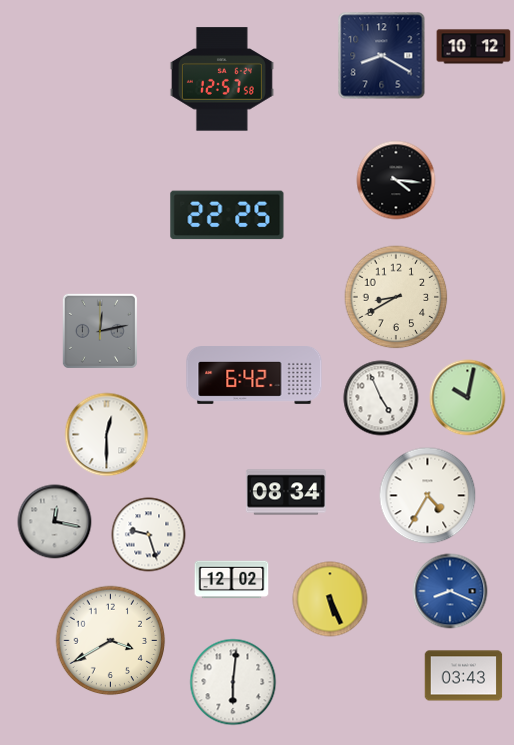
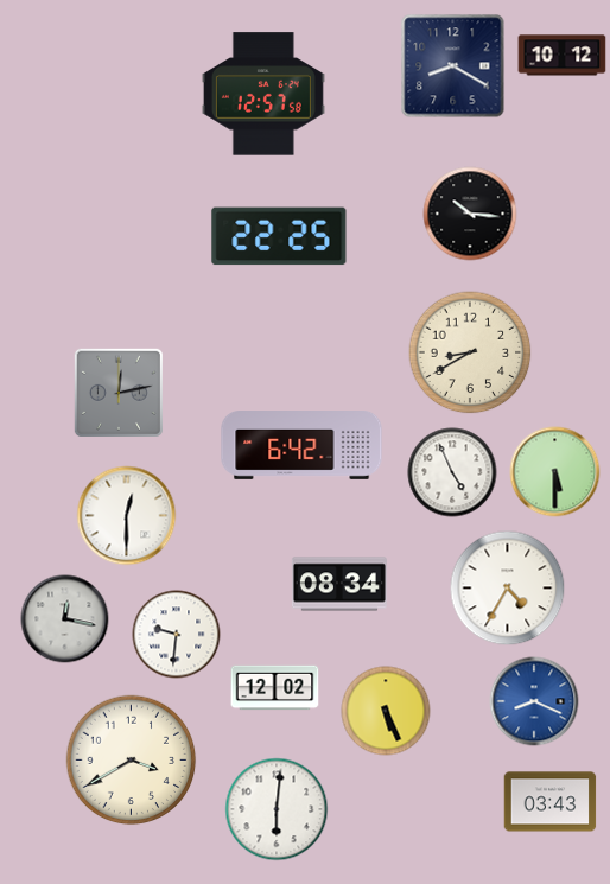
clock at (396, 180): 4:16 -> 10:16
clock at (227, 215) position: (227, 215) -> (279, 236)
clock at (468, 398): 10:02 -> 5:30
clock at (149, 535): 9:27 -> 9:31
clock at (330, 599) position: (330, 599) -> (386, 711)
